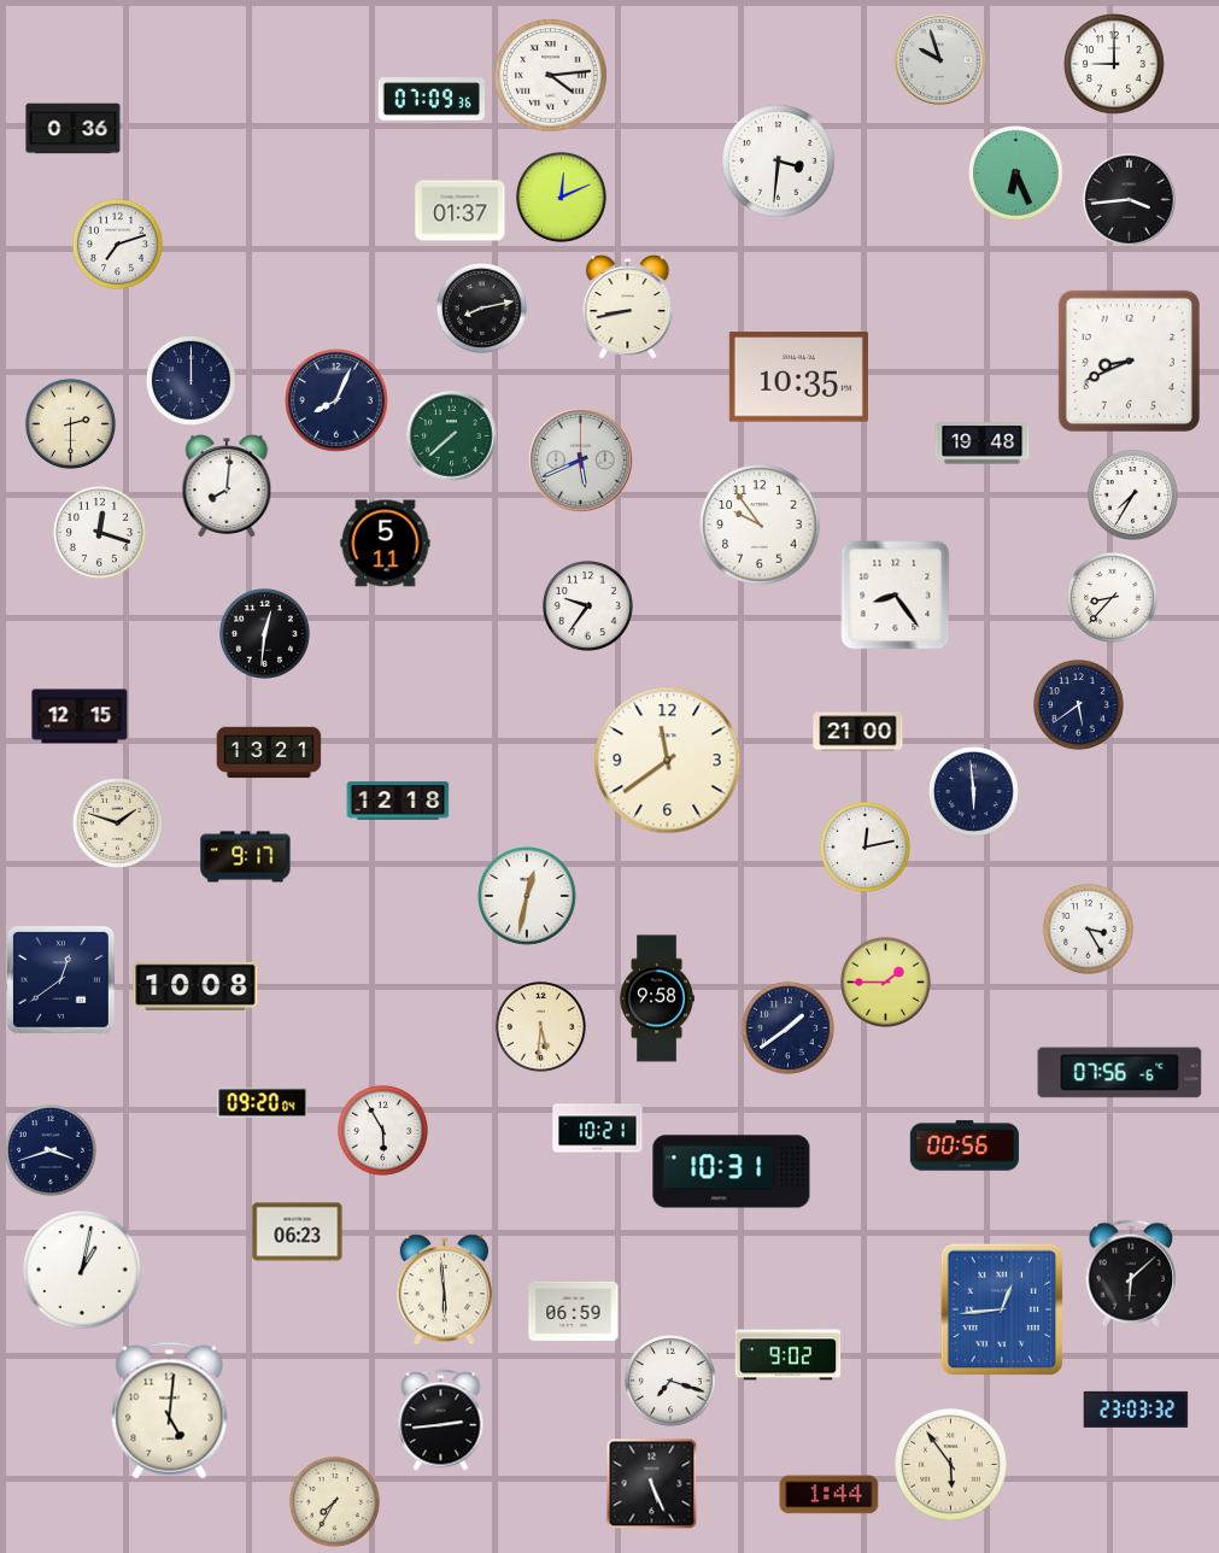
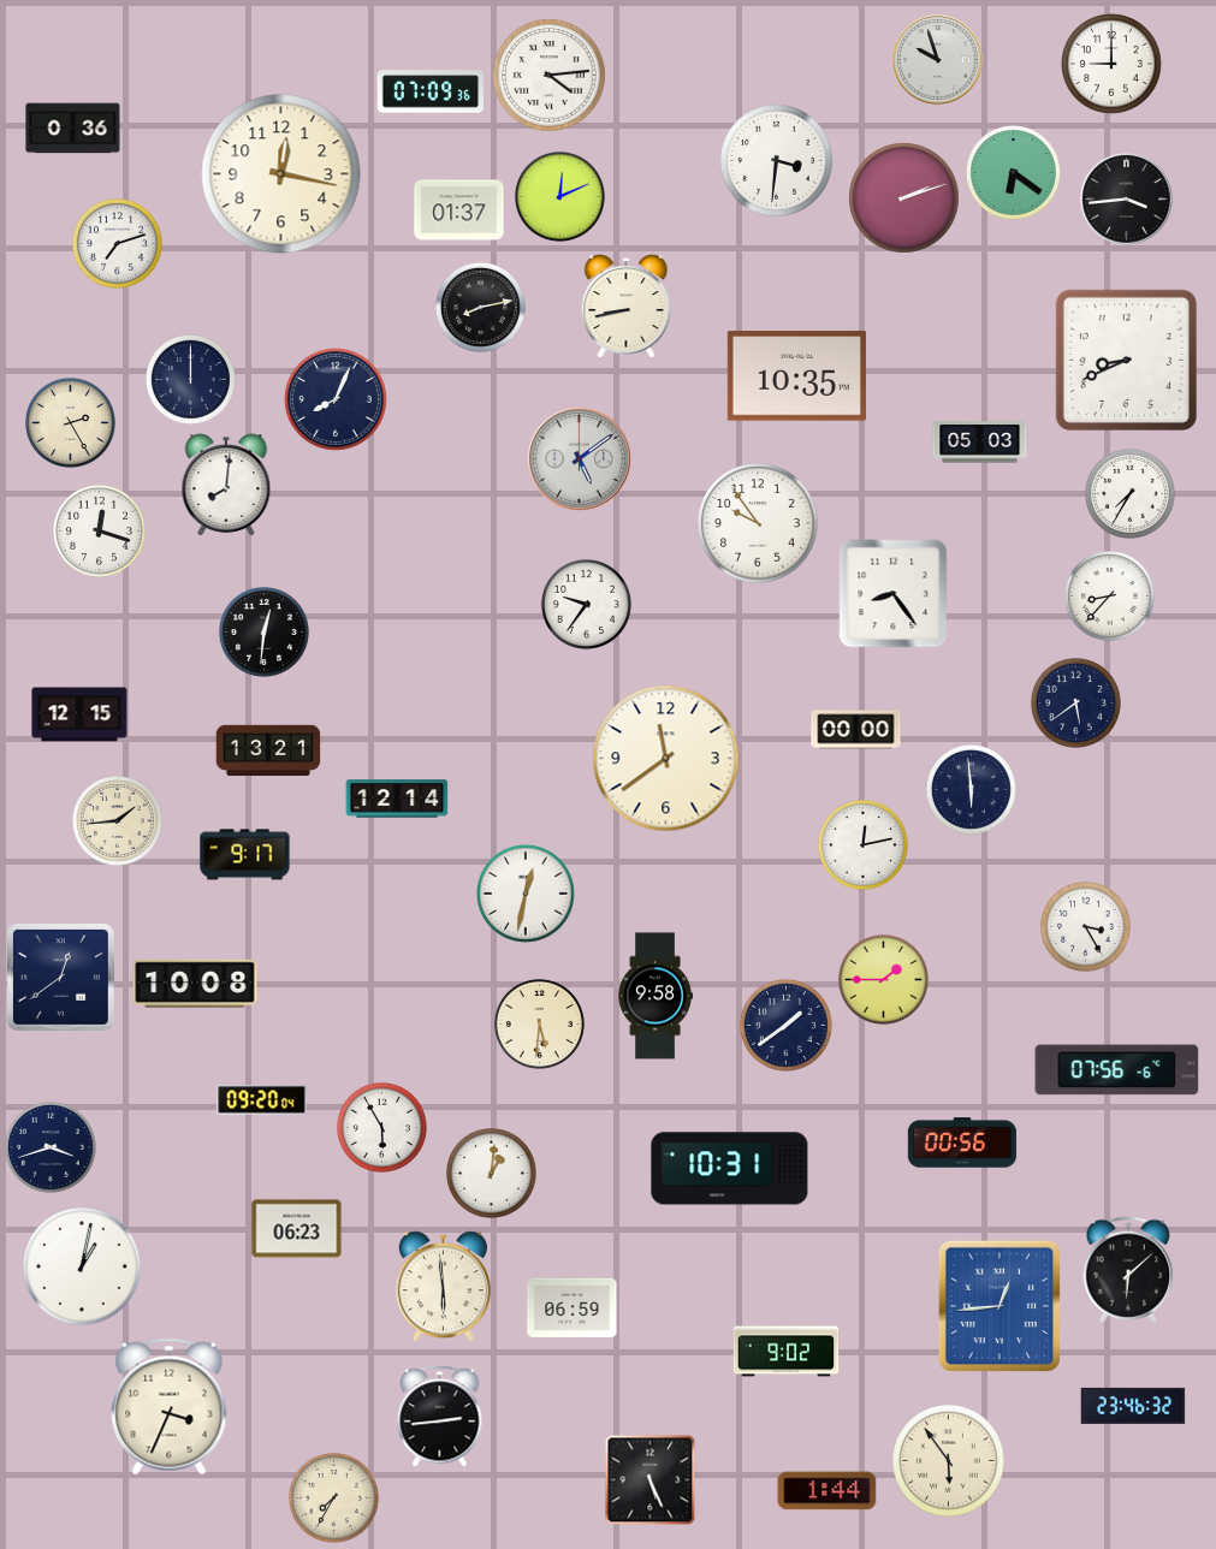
clock at (432, 99) position: (432, 99) -> (431, 91)
clock at (1015, 172): 6:26 -> 6:21
clock at (281, 174): none -> 12:17
clock at (904, 198): none -> 2:12
clock at (70, 423): 2:30 -> 2:25
clock at (452, 436): 7:38 -> none
clock at (983, 444): 19:48 -> 05:03
clock at (581, 461): 5:41 -> 5:09
clock at (386, 544): 5:11 -> none
clock at (858, 732): 21:00 -> 00:00
clock at (398, 801): 12:18 -> 12:14
clock at (117, 822): 1:48 -> 1:44
clock at (598, 1129): 10:21 -> none
clock at (491, 1173): none -> 1:01
clock at (670, 1381): 7:18 -> none
clock at (1136, 1410): 23:03 -> 23:46
clock at (170, 1411): 5:01 -> 3:34
